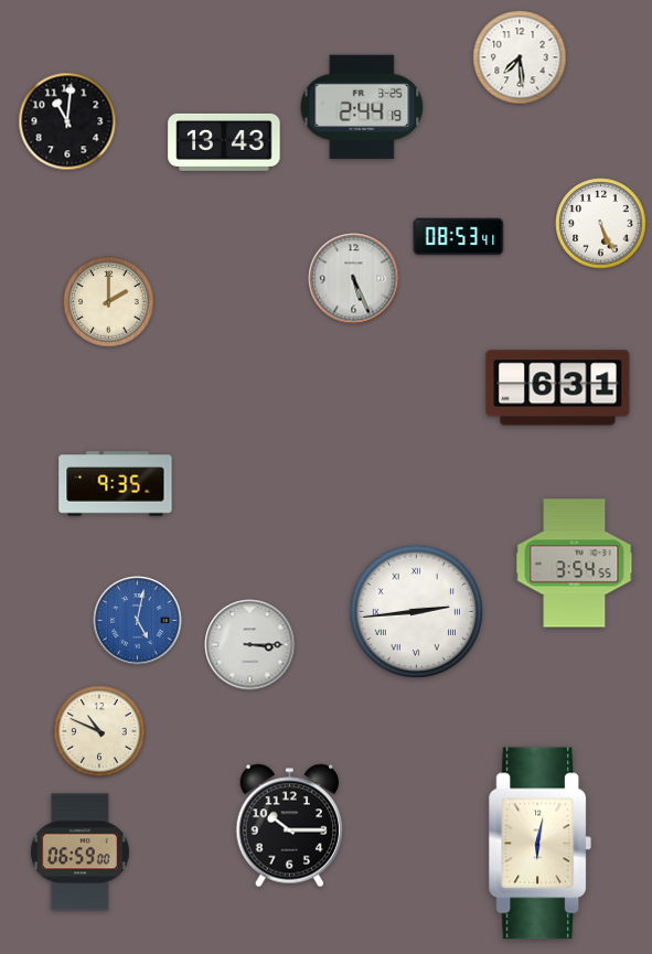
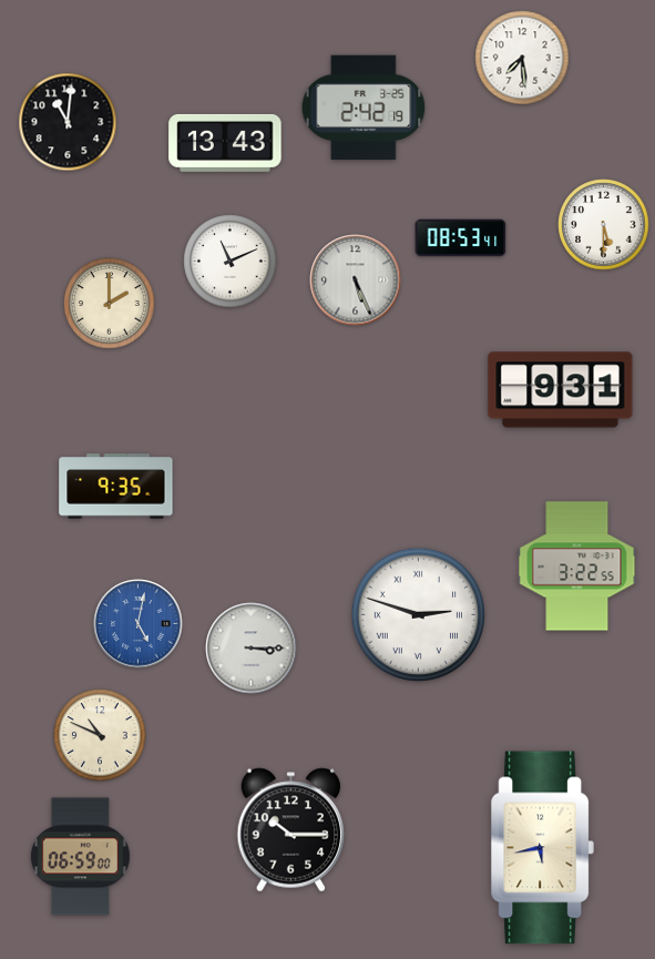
clock at (362, 107): 2:44 -> 2:42
clock at (601, 224): 5:26 -> 5:30
clock at (231, 262): none -> 11:11
clock at (558, 388): 6:31 -> 9:31
clock at (575, 564): 3:54 -> 3:22
clock at (416, 611): 2:44 -> 2:48
clock at (539, 844): 6:02 -> 5:43
